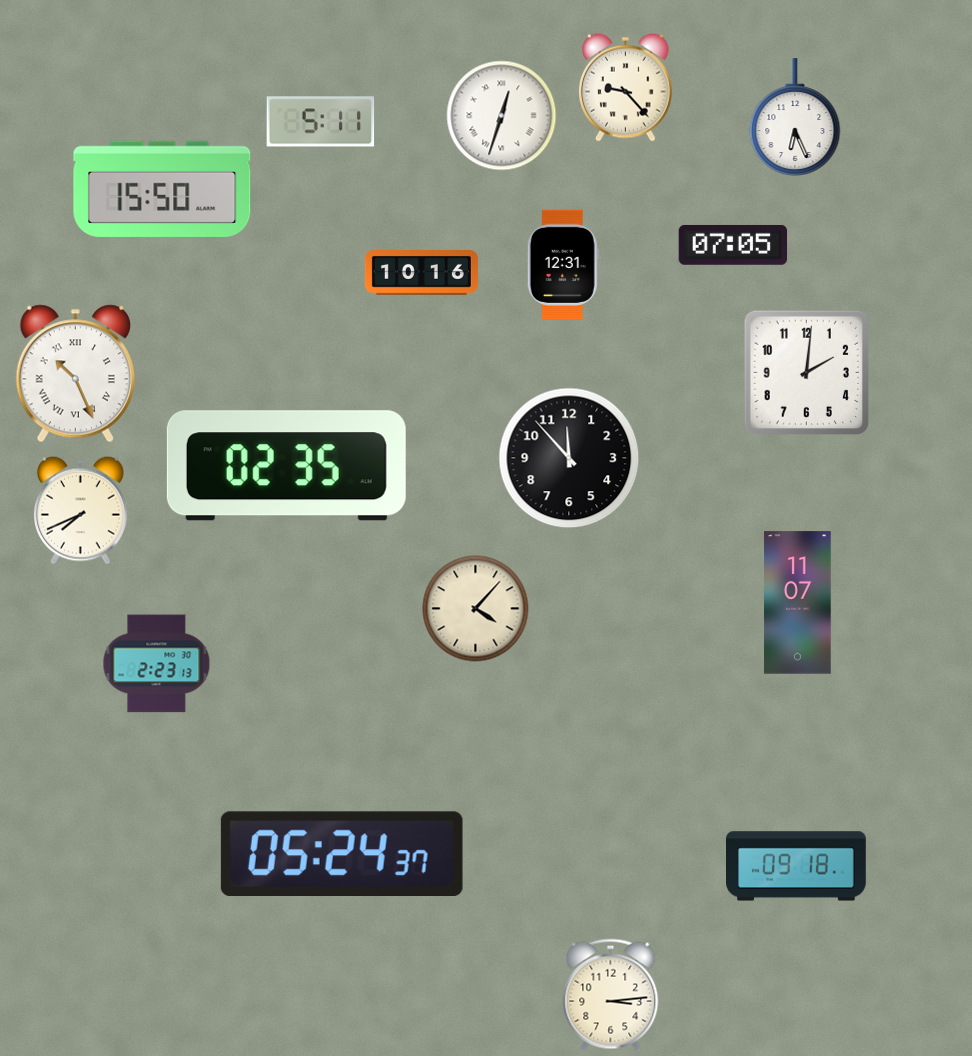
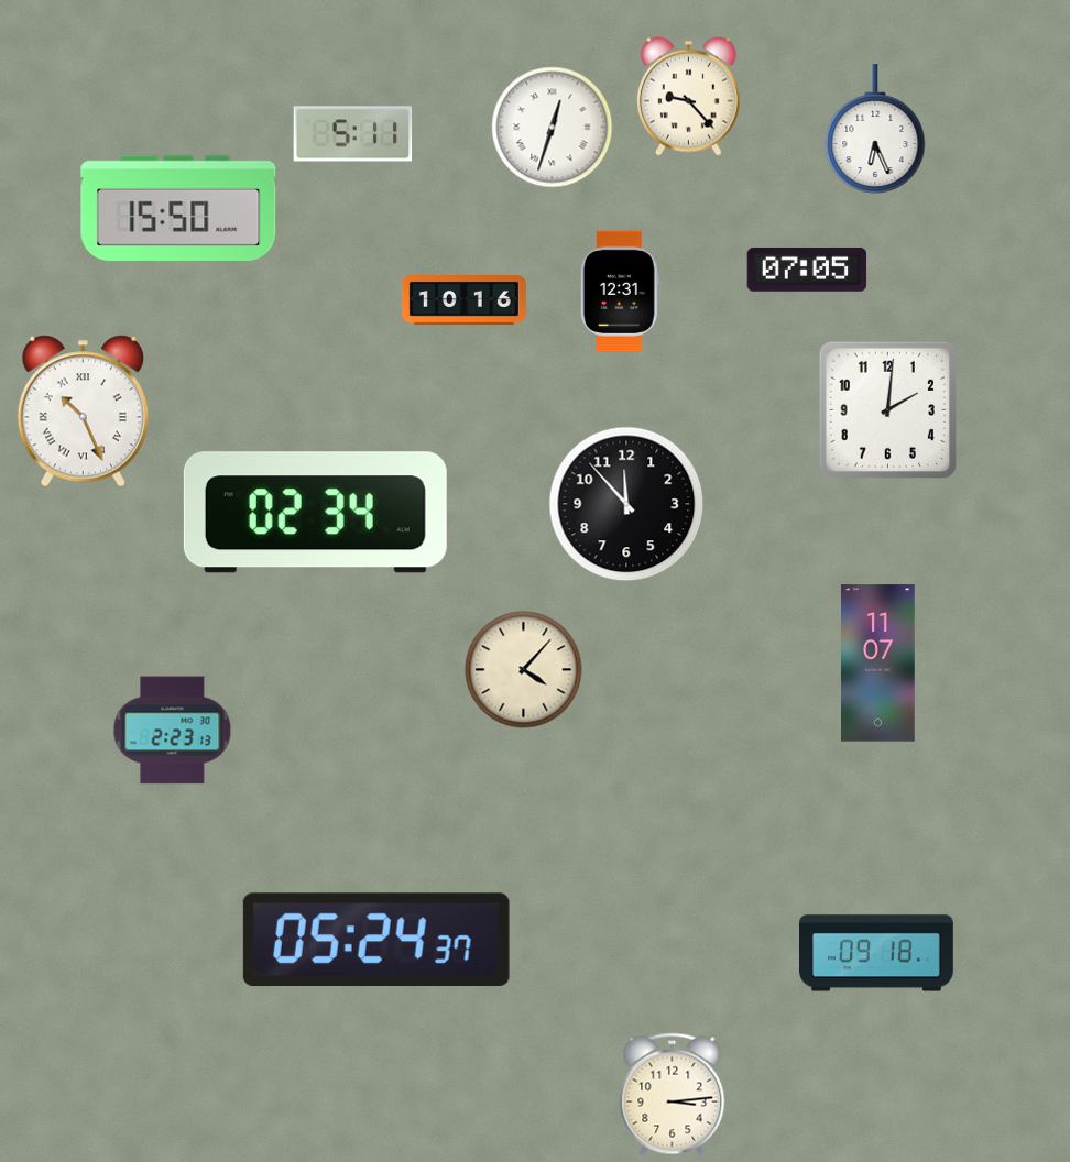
clock at (286, 466): 02:35 -> 02:34
clock at (81, 510): 7:41 -> none
